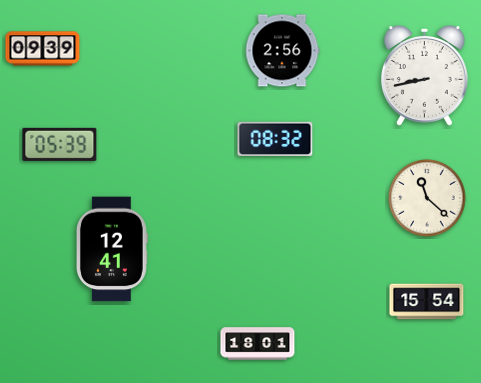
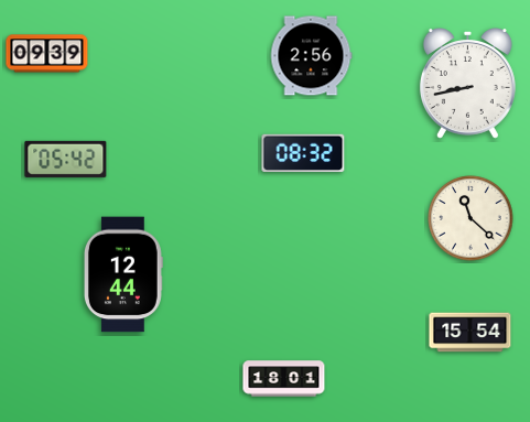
clock at (60, 144): 05:39 -> 05:42
clock at (112, 249): 12:41 -> 12:44
